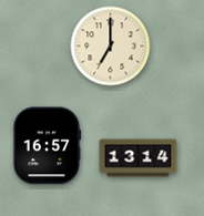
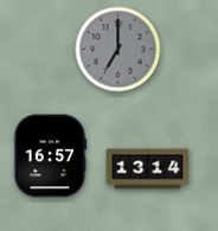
clock at (111, 47) dial: cream -> grey
